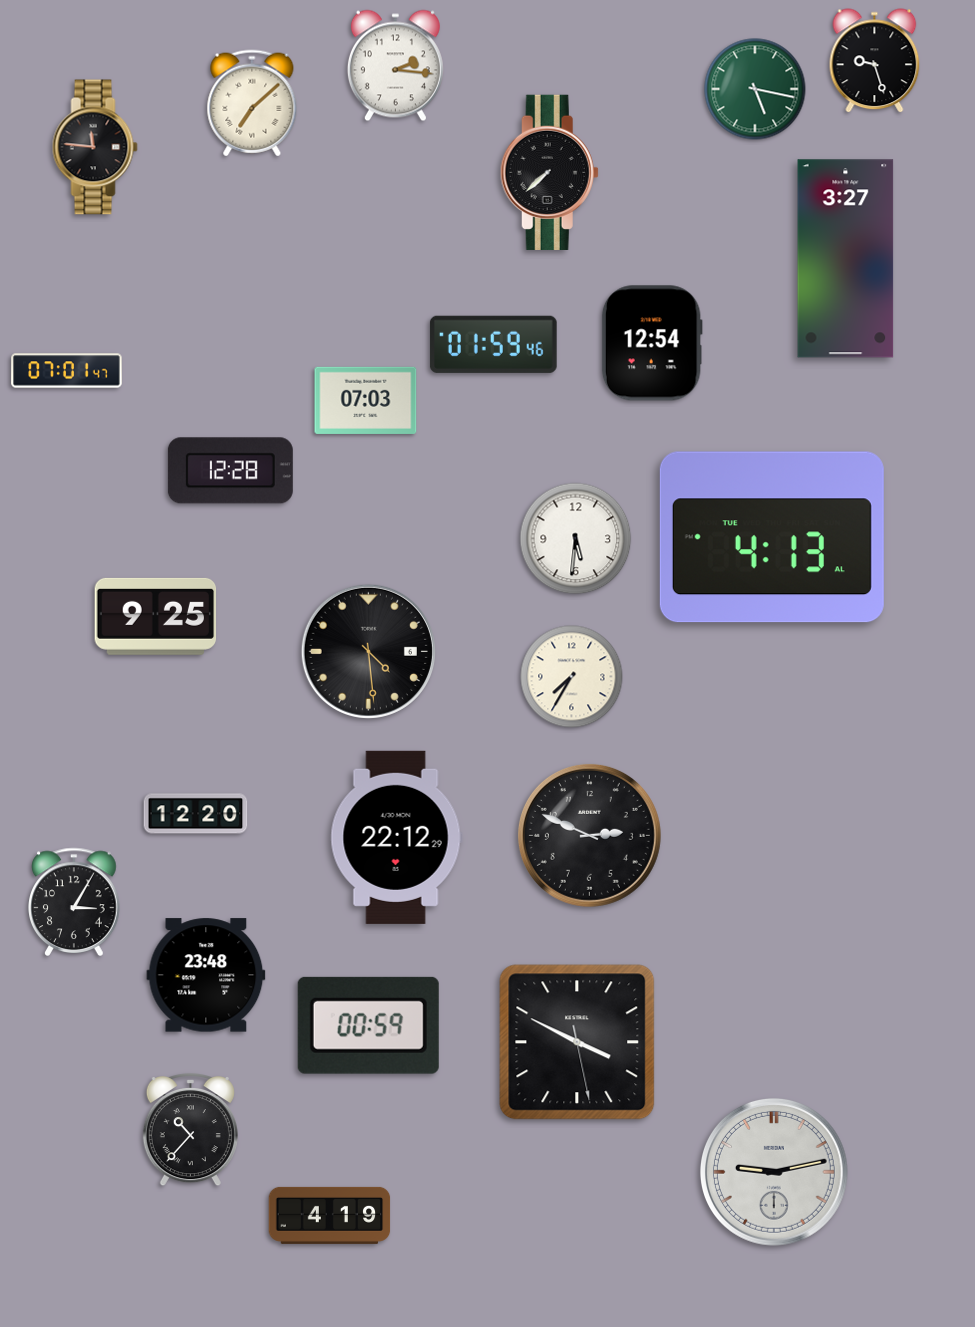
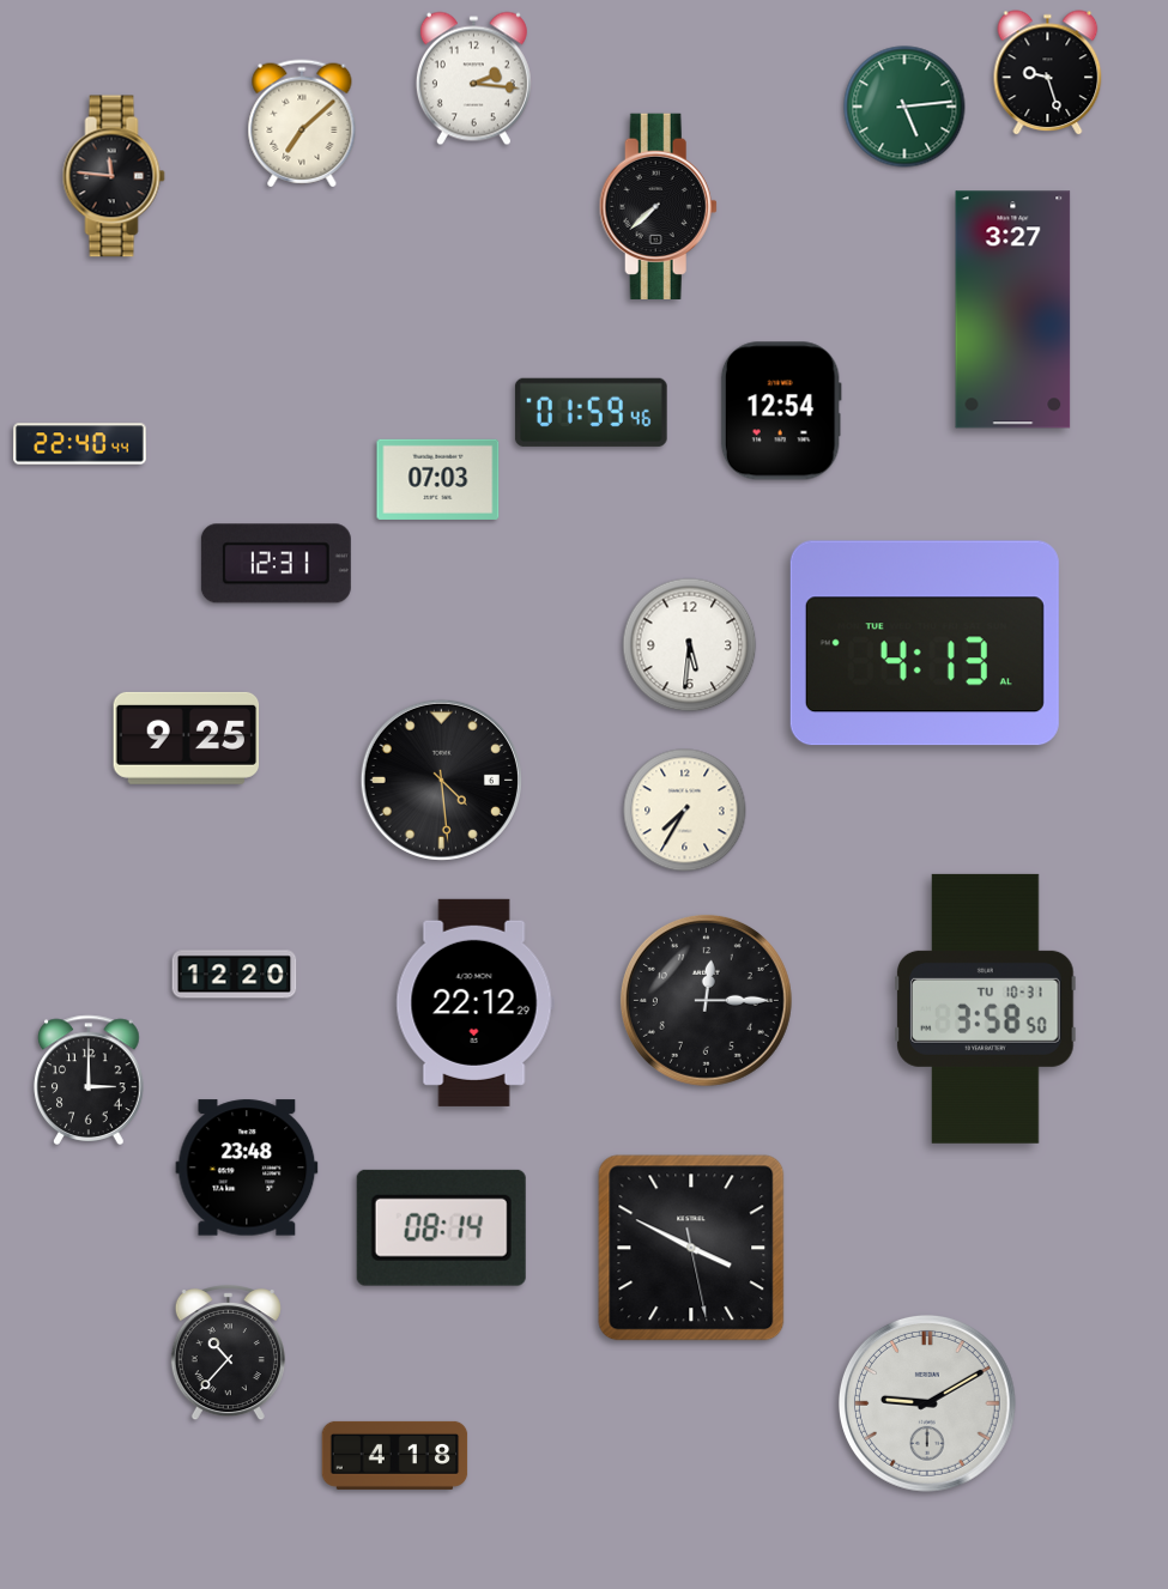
clock at (755, 89): 5:17 -> 5:14
clock at (67, 371): 07:01 -> 22:40
clock at (230, 471): 12:28 -> 12:31
clock at (589, 835): 2:49 -> 12:15
clock at (986, 1008): none -> 3:58
clock at (74, 902): 3:05 -> 3:00
clock at (368, 1025): 00:59 -> 08:14
clock at (774, 1172): 9:13 -> 9:10
clock at (330, 1215): 4:19 -> 4:18
